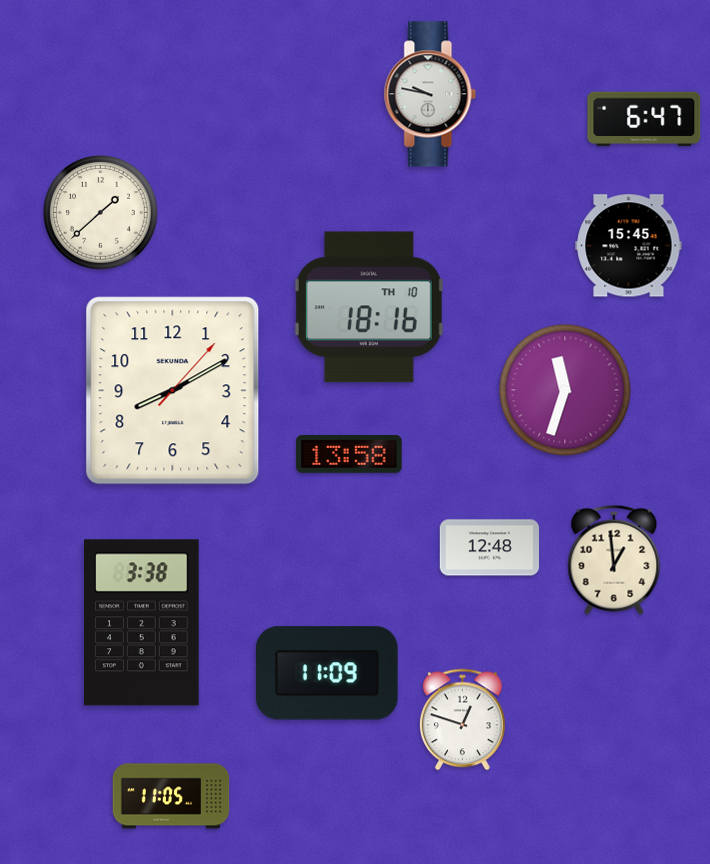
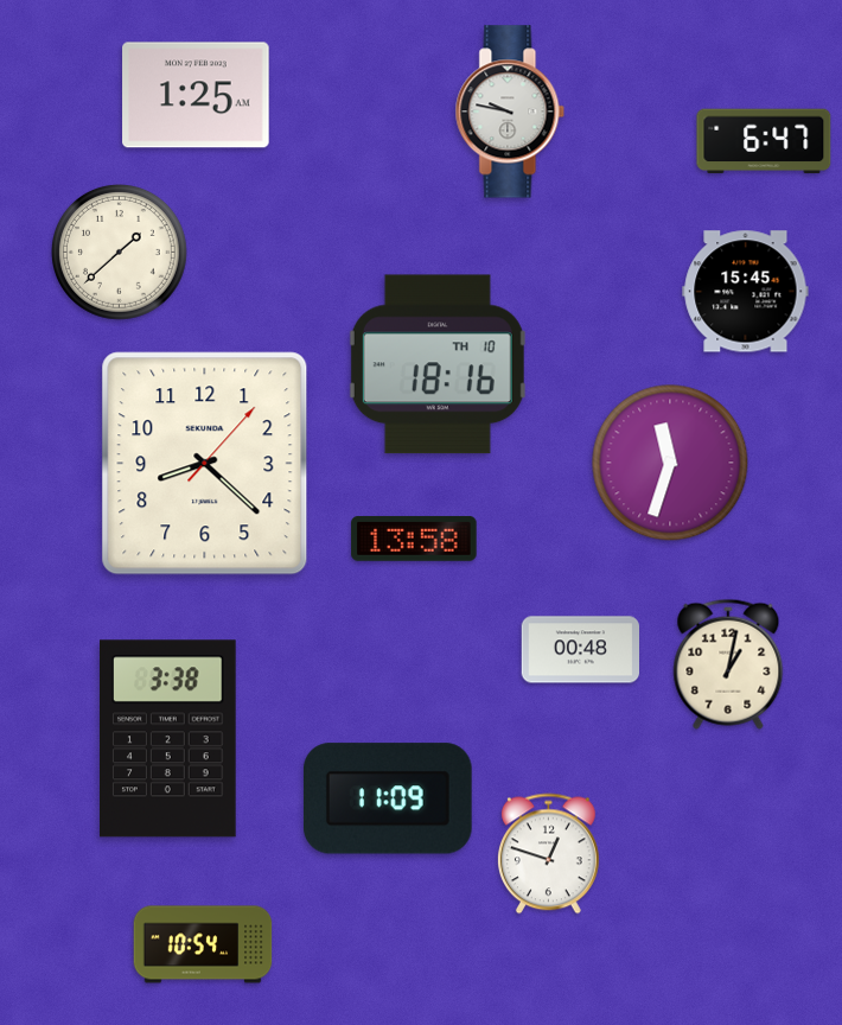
clock at (196, 95): none -> 1:25
clock at (173, 391): 8:10 -> 8:22
clock at (490, 548): 12:48 -> 00:48
clock at (614, 560): 12:59 -> 1:02
clock at (171, 796): 11:05 -> 10:54
